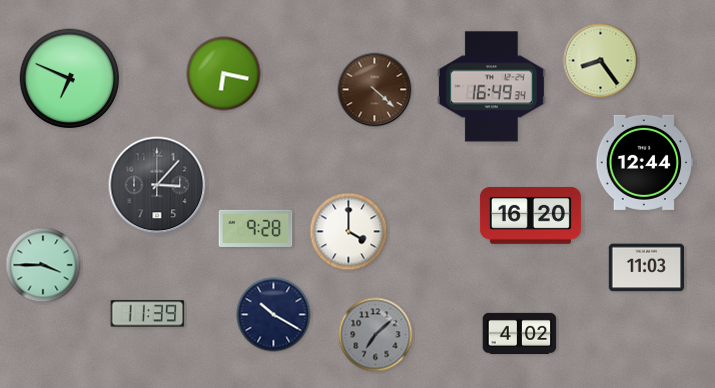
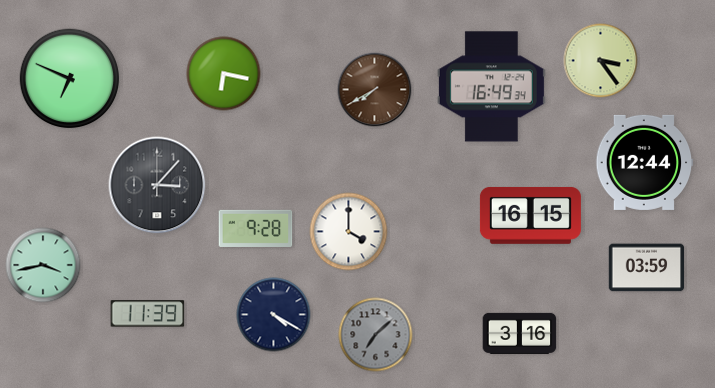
clock at (601, 61): 8:24 -> 3:24
clock at (375, 90): 4:22 -> 7:40
clock at (530, 215): 16:20 -> 16:15
clock at (43, 265): 3:45 -> 3:43
clock at (647, 268): 11:03 -> 03:59
clock at (274, 315): 10:20 -> 4:20
clock at (520, 333): 4:02 -> 3:16
